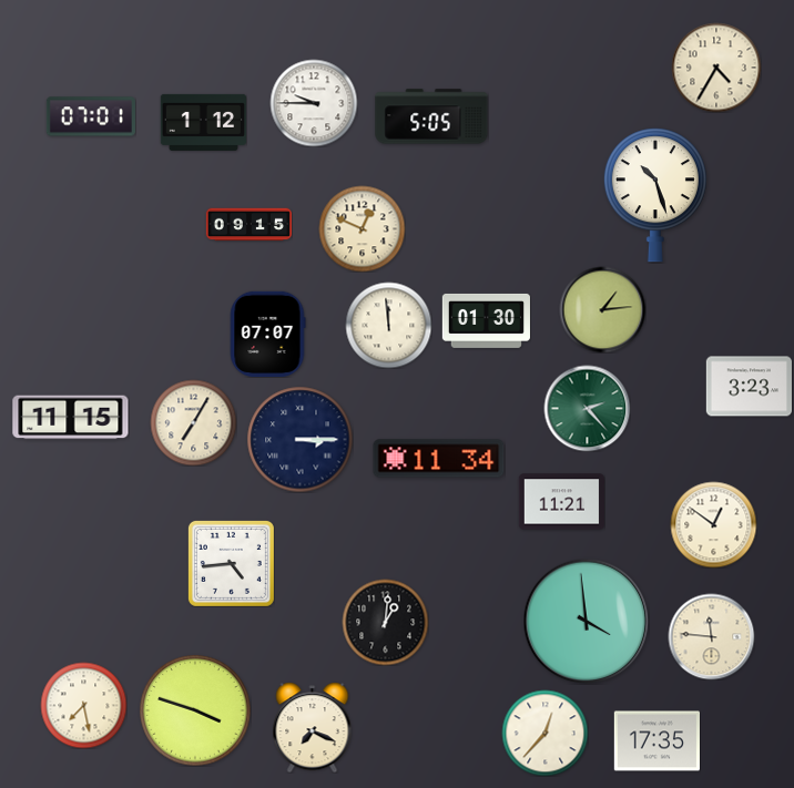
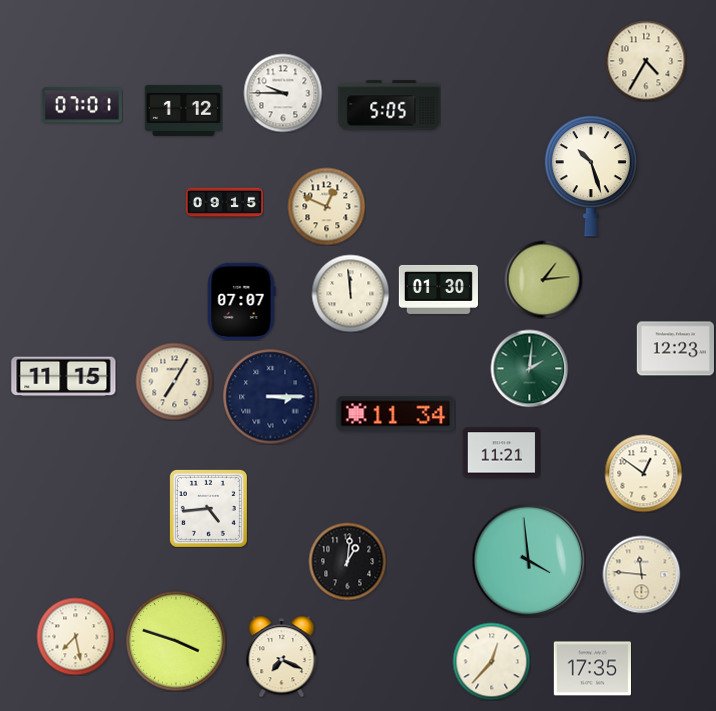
clock at (749, 387): 3:23 -> 12:23
clock at (587, 408): 2:23 -> 2:01
clock at (561, 502) position: (561, 502) -> (501, 453)
